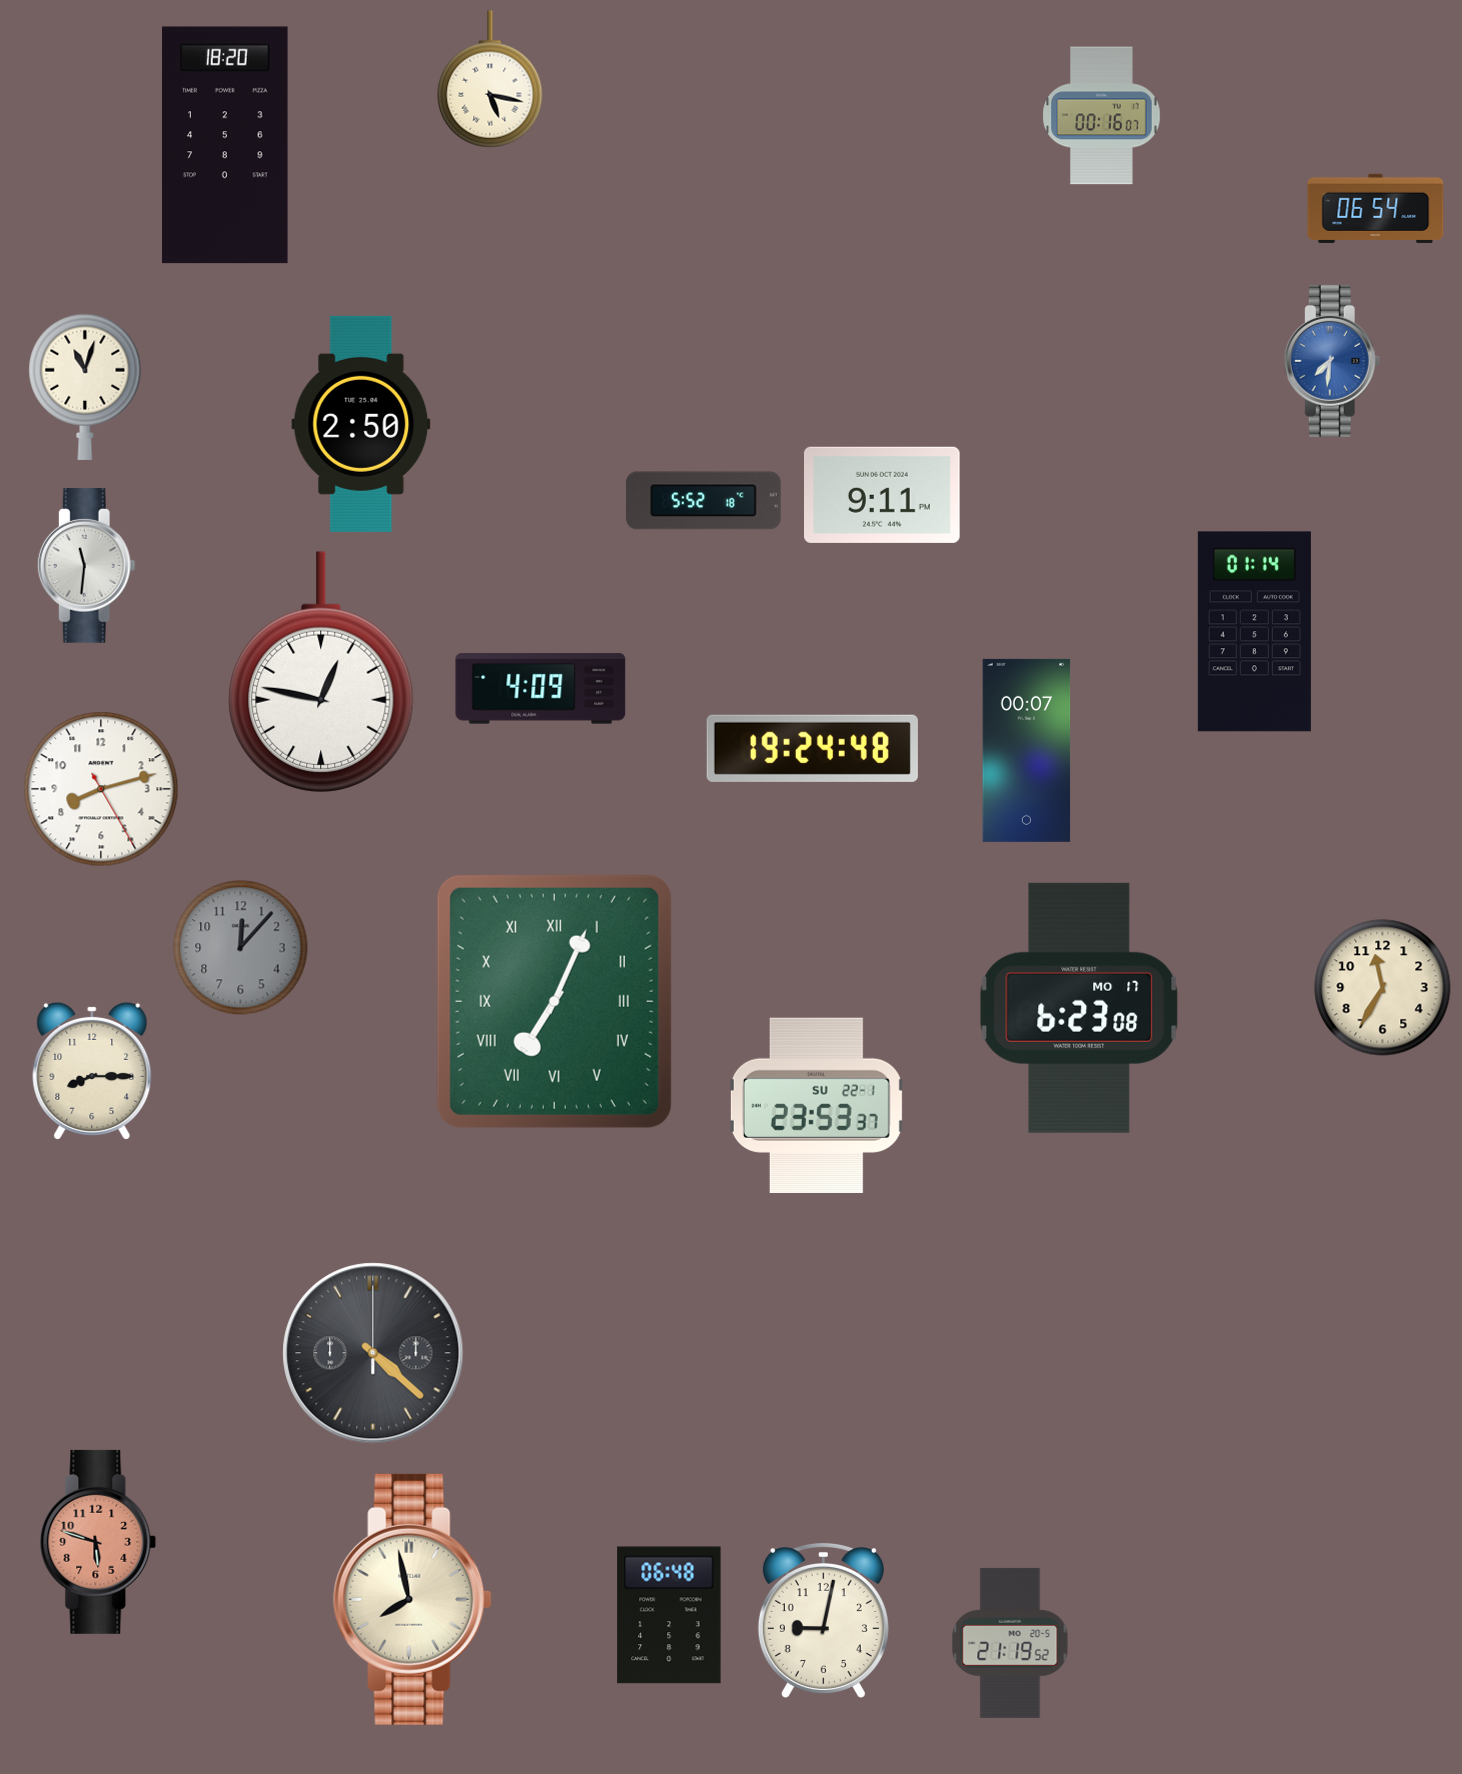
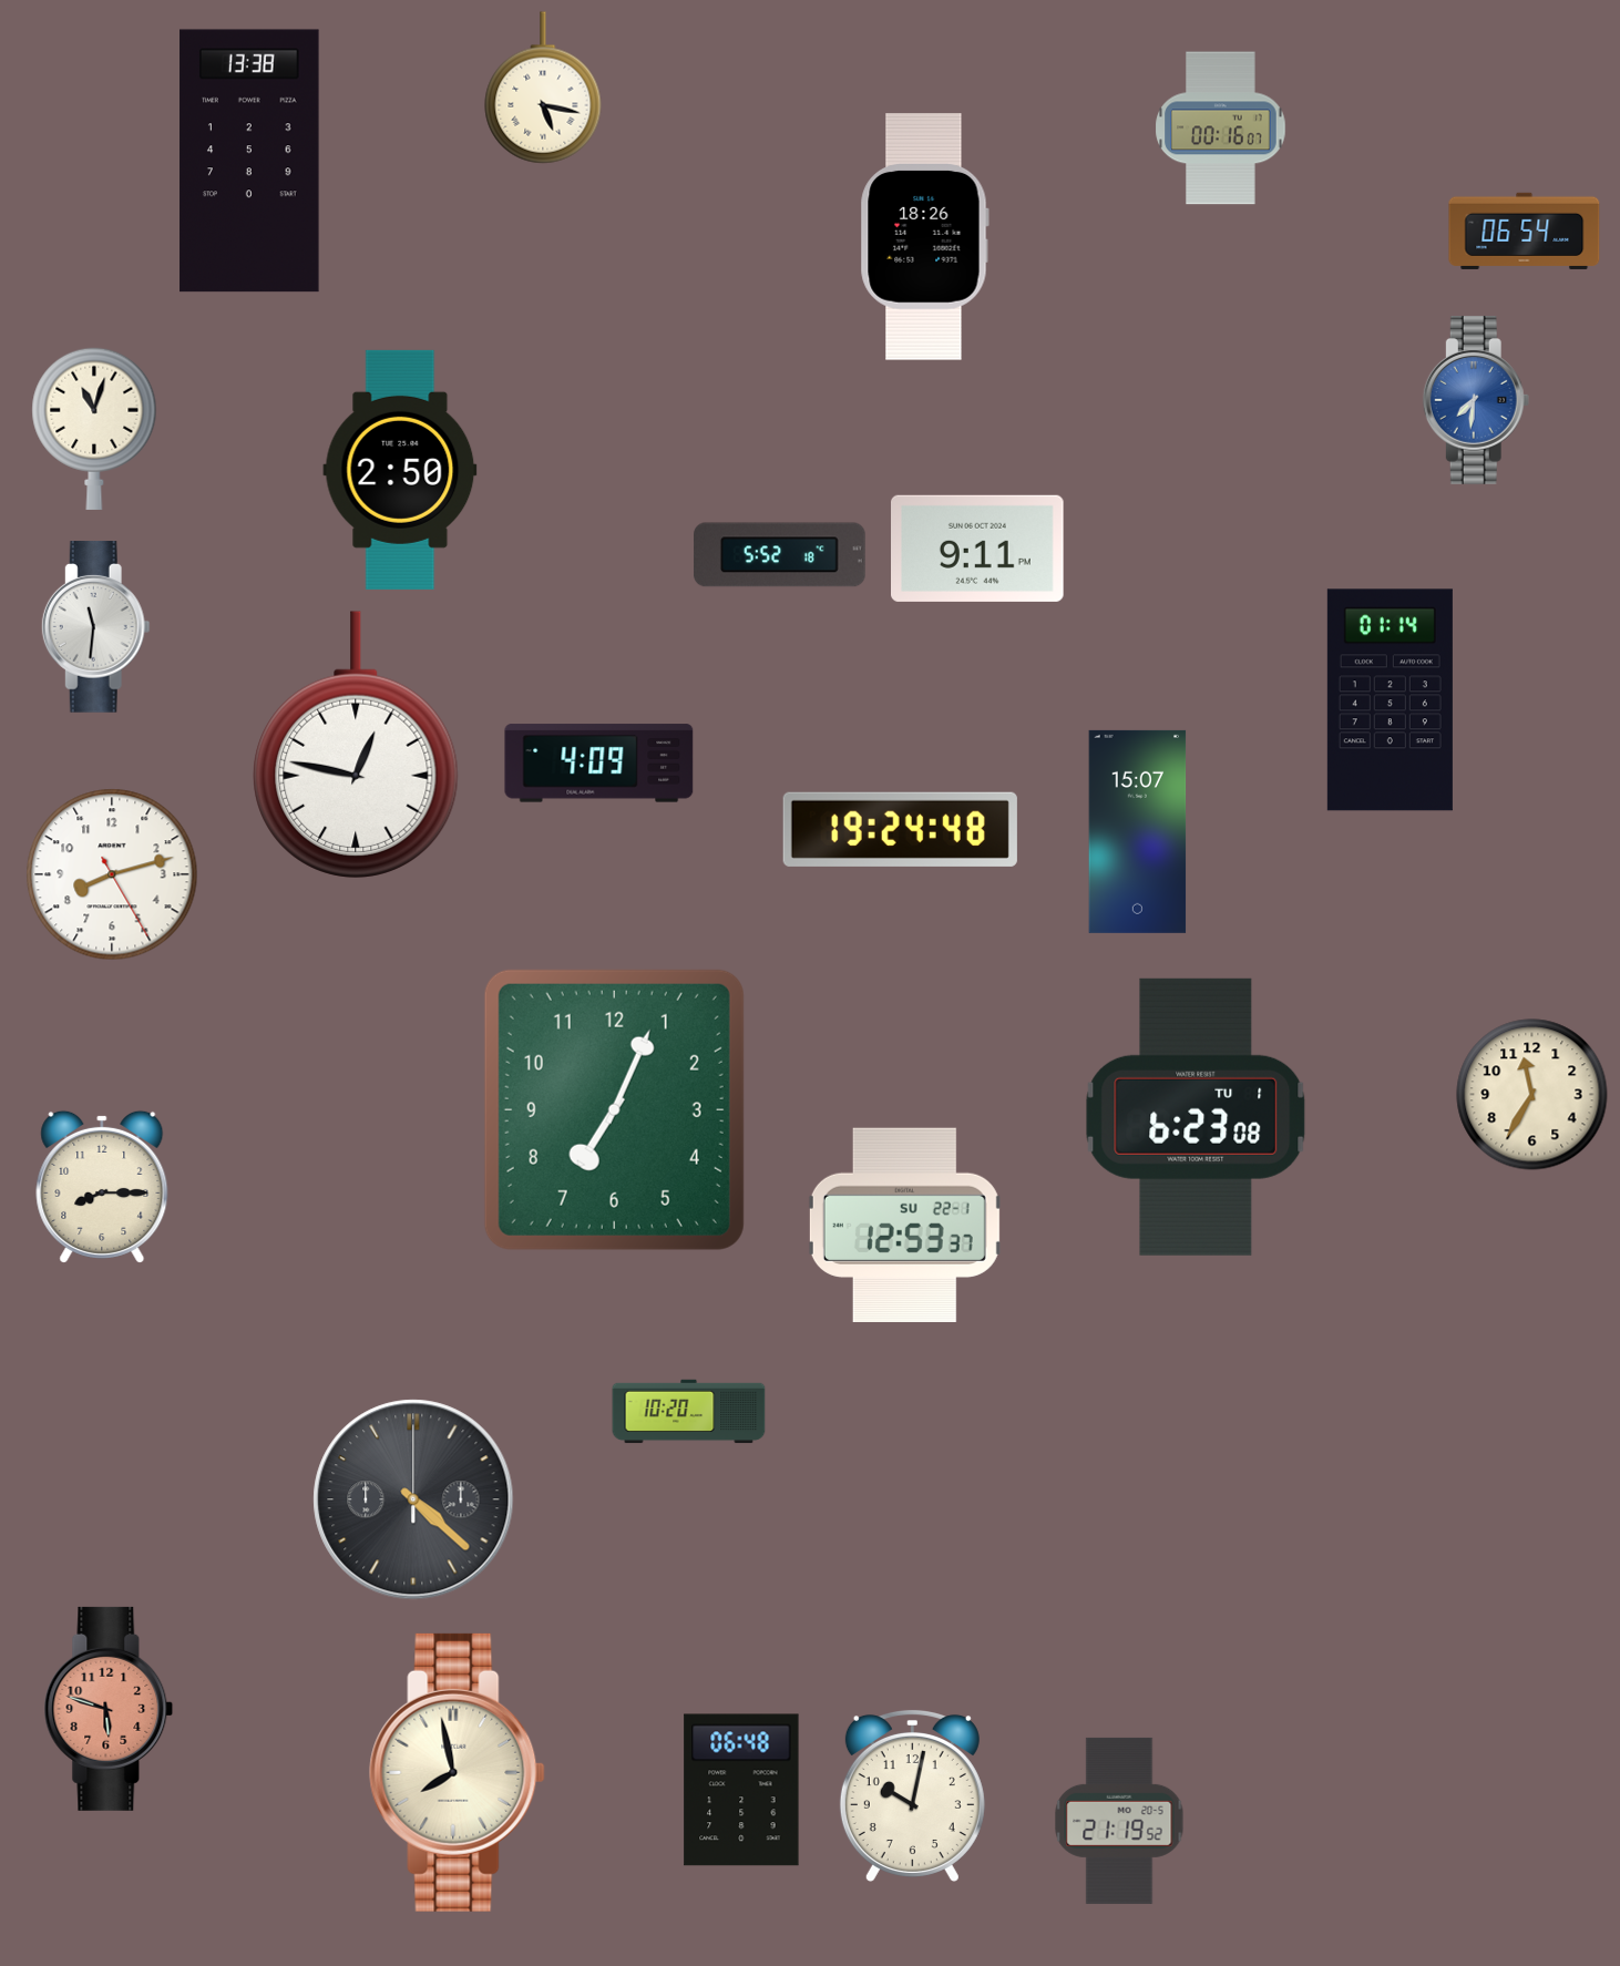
clock at (225, 145): 18:20 -> 13:38
clock at (924, 237): none -> 18:26
clock at (1027, 750): 00:07 -> 15:07
clock at (241, 948): 12:07 -> none
clock at (554, 1001) numerals: Roman -> Arabic
clock at (1079, 1008) date: MO 17 -> TU 1
clock at (816, 1106): 23:53 -> 12:53
clock at (689, 1412): none -> 10:20
clock at (823, 1620): 9:02 -> 10:02
